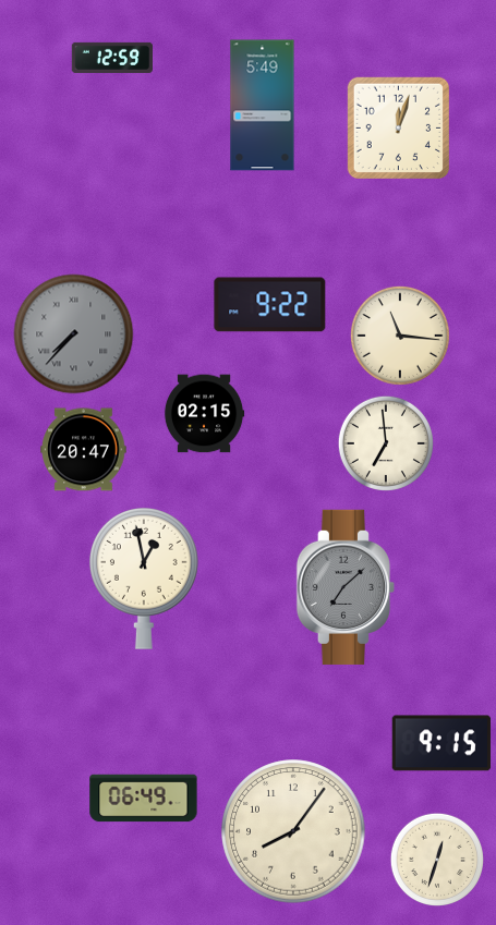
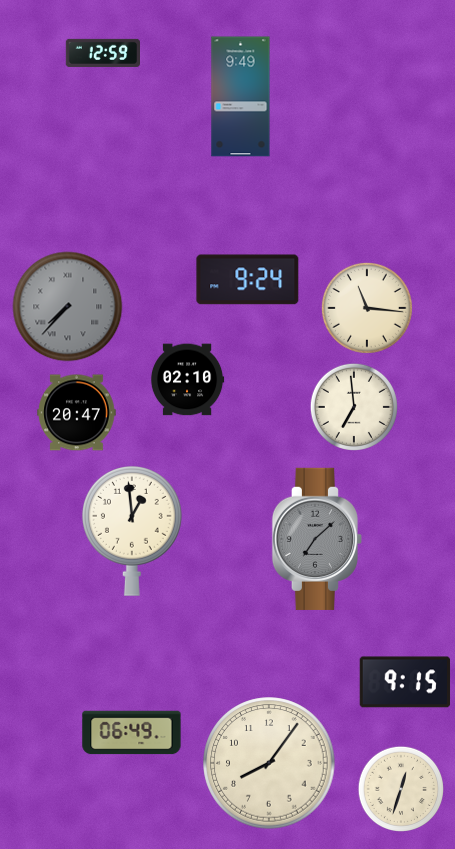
clock at (263, 106): 5:49 -> 9:49
clock at (398, 127): 12:03 -> none
clock at (270, 305): 9:22 -> 9:24
clock at (204, 414): 02:15 -> 02:10
clock at (144, 579): 12:58 -> 12:59
